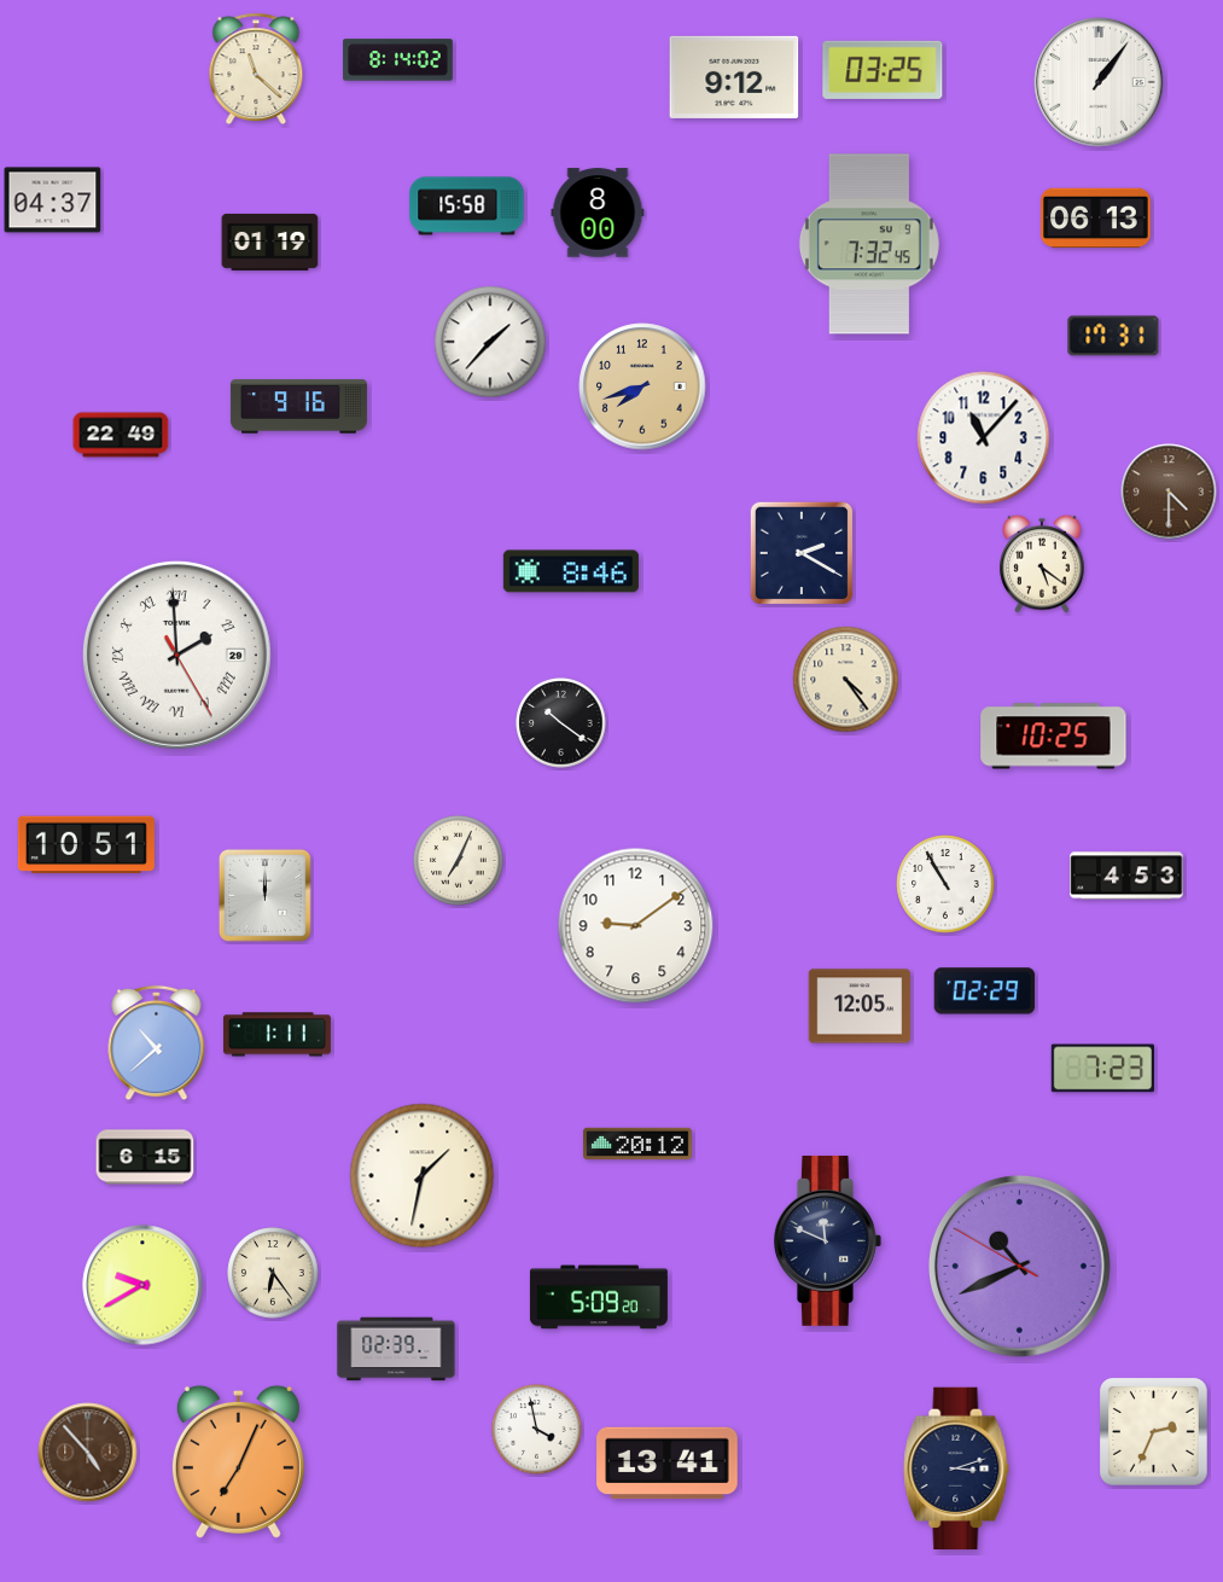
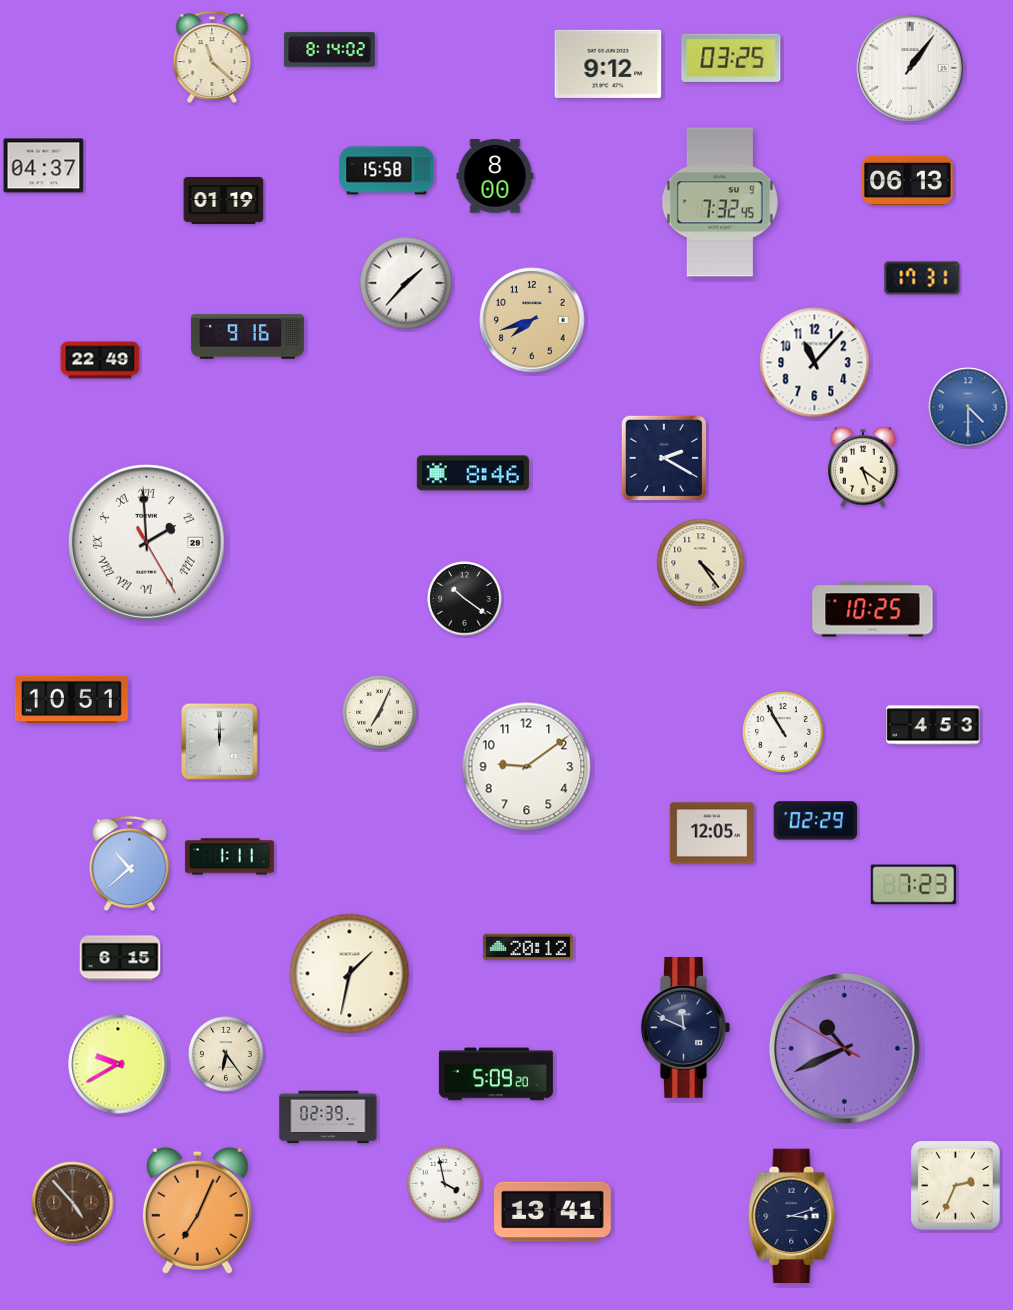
clock at (1169, 492) dial: brown -> blue
